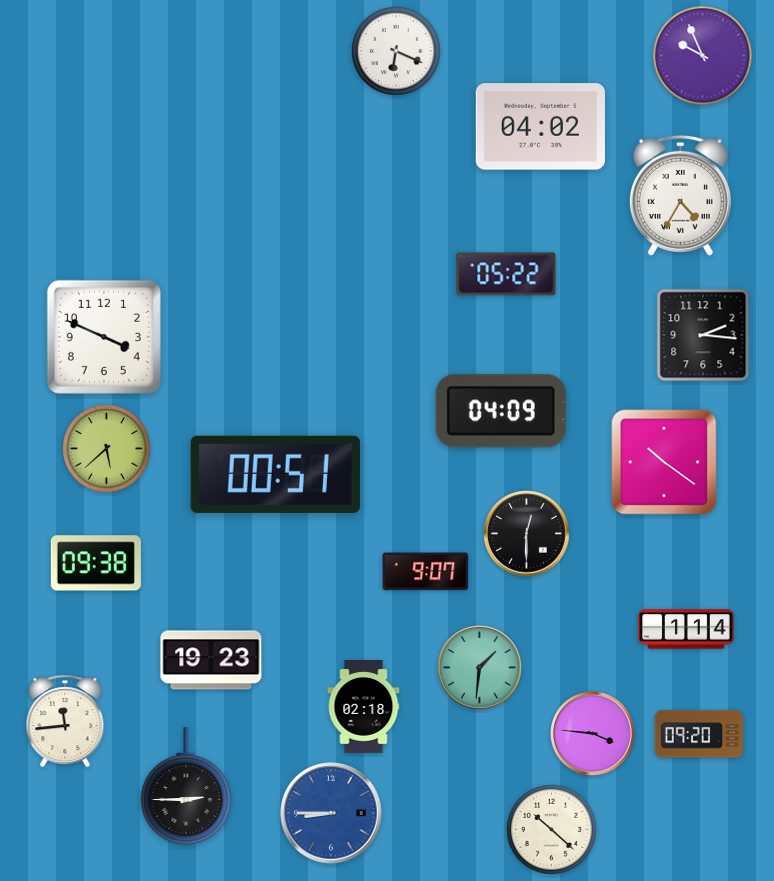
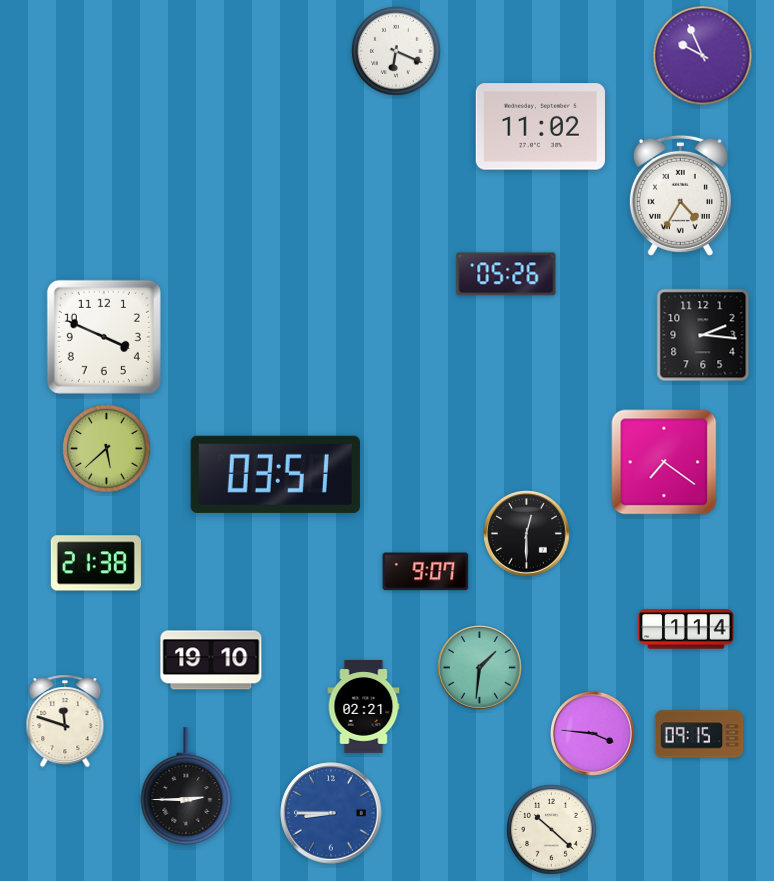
clock at (540, 127): 04:02 -> 11:02
clock at (506, 274): 05:22 -> 05:26
clock at (501, 411): 04:09 -> none
clock at (664, 462): 10:21 -> 7:21
clock at (275, 474): 00:51 -> 03:51
clock at (96, 563): 09:38 -> 21:38
clock at (211, 660): 19:23 -> 19:10
clock at (364, 707): 02:18 -> 02:21
clock at (65, 721): 11:44 -> 11:48
clock at (699, 734): 09:20 -> 09:15
